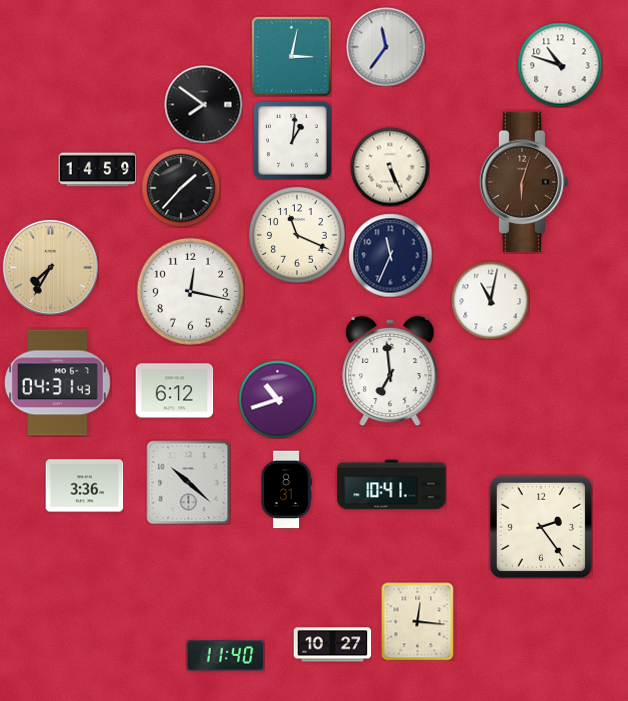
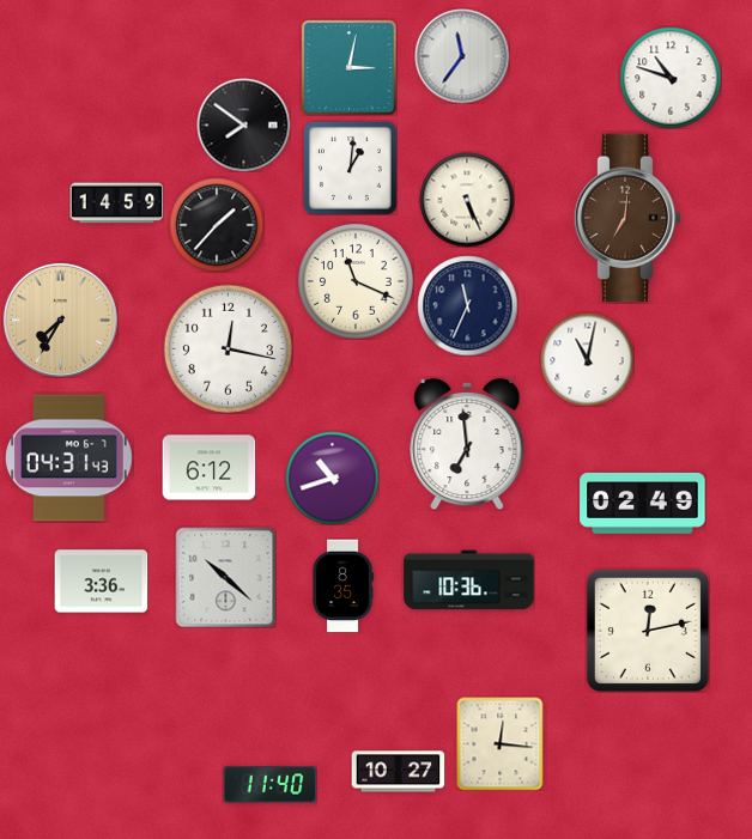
clock at (524, 182): 6:03 -> 7:01
clock at (643, 503): none -> 02:49
clock at (392, 485): 10:41 -> 10:36
clock at (286, 489): 8:31 -> 8:35
clock at (541, 527): 2:24 -> 12:13
